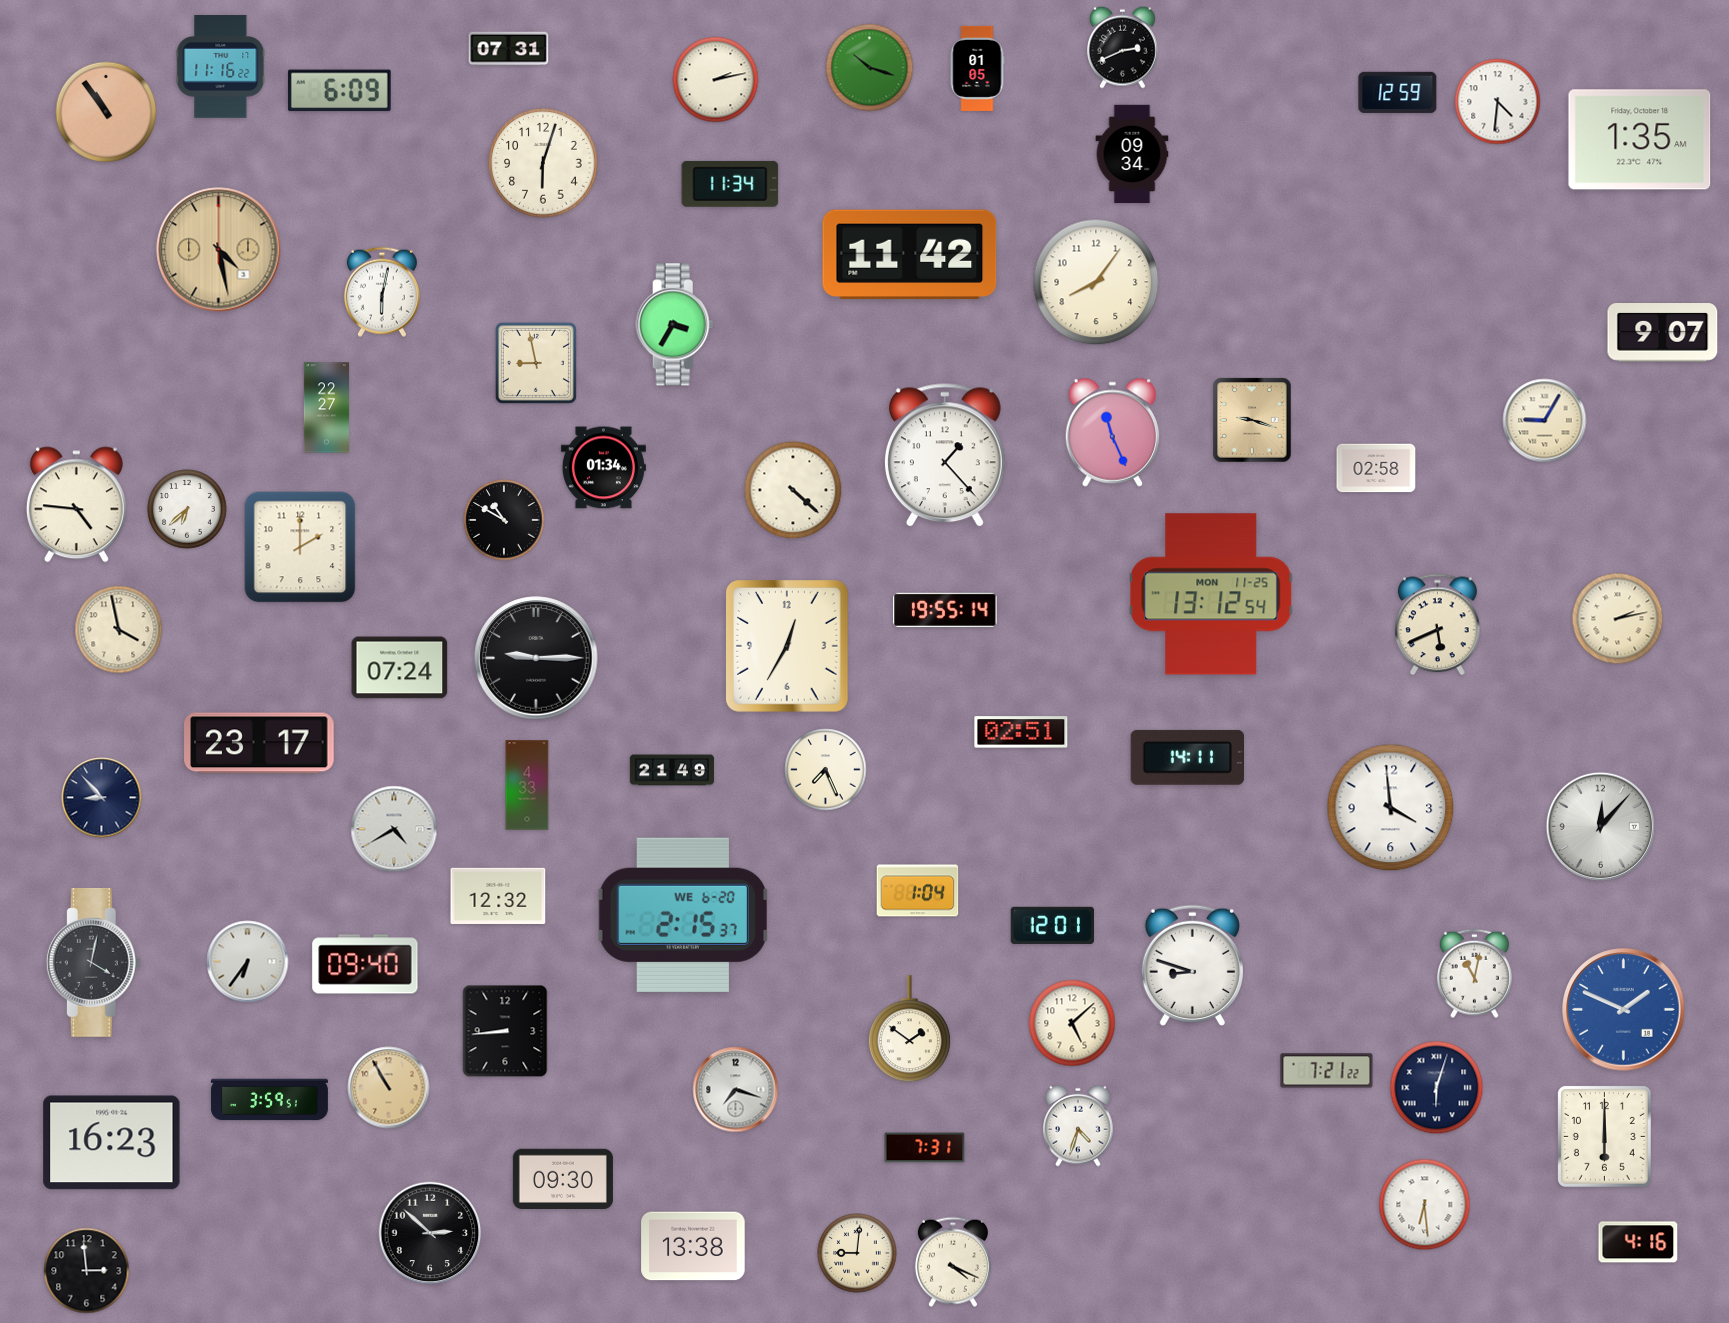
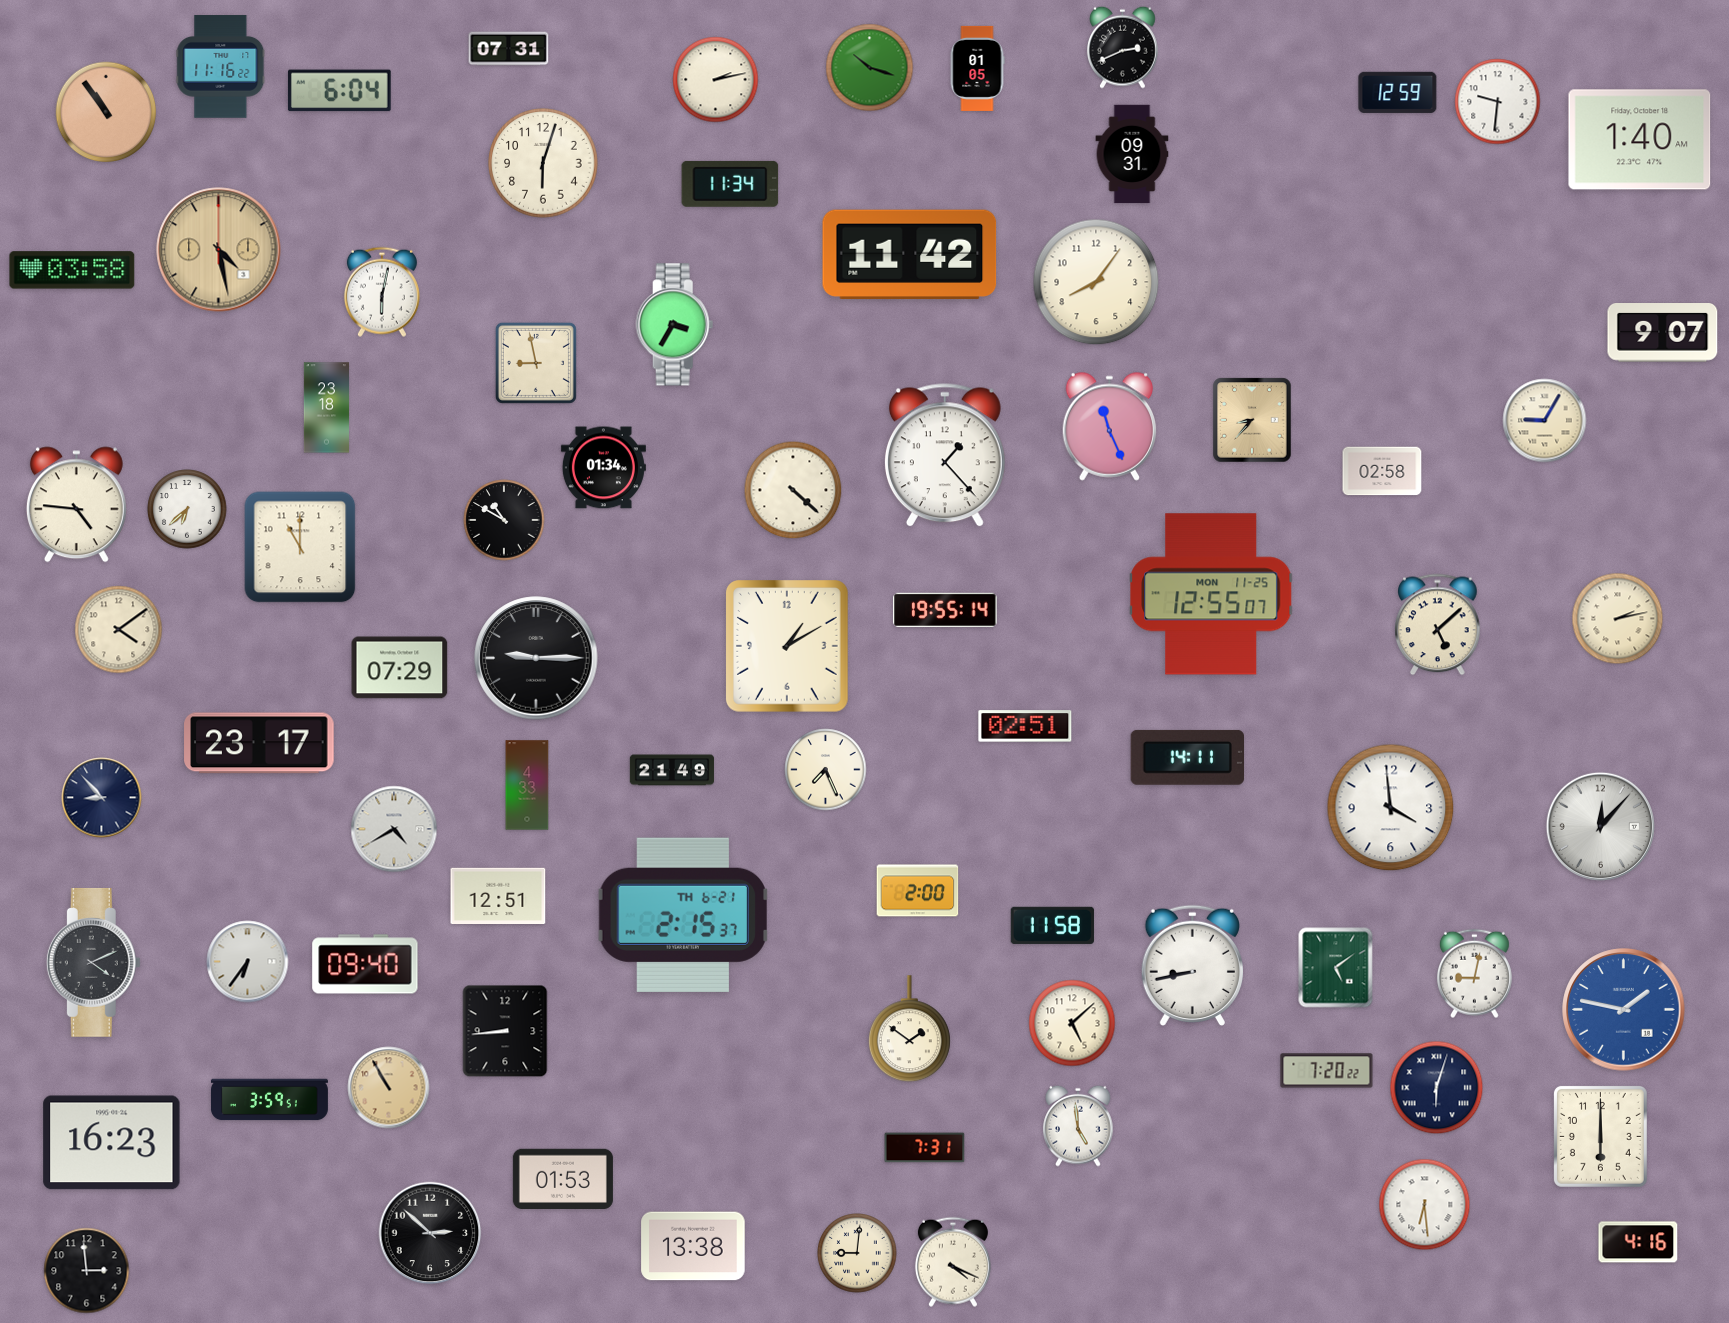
clock at (339, 91): 6:09 -> 6:04
clock at (1498, 102): 4:31 -> 9:31
clock at (1640, 140): 1:35 -> 1:40
clock at (1132, 154): 09:34 -> 09:31
clock at (72, 270): none -> 03:58
clock at (326, 408): 22:27 -> 23:18
clock at (1252, 420): 9:18 -> 8:37
clock at (1113, 432) position: (1113, 432) -> (1110, 426)
clock at (1376, 468) position: (1376, 468) -> (1382, 471)
clock at (300, 547): 2:00 -> 11:00
clock at (1211, 594): 13:12 -> 12:55
clock at (1438, 625): 5:41 -> 5:08
clock at (119, 630): 3:58 -> 4:09
clock at (788, 647): 12:35 -> 1:10
clock at (400, 668): 07:24 -> 07:29
clock at (1021, 732) position: (1021, 732) -> (1025, 726)
clock at (918, 891): 1:04 -> 2:00
clock at (498, 895): 12:32 -> 12:51
clock at (683, 915) date: WE 6-20 -> TH 6-21
clock at (1052, 925): 12:01 -> 11:58
clock at (93, 962): 4:02 -> 4:11
clock at (1192, 966): 8:48 -> 8:43
clock at (1336, 968): none -> 5:09
clock at (1474, 974): 11:02 -> 9:02
clock at (1624, 1010): 1:49 -> 1:47
clock at (1327, 1071): 7:21 -> 7:20
clock at (736, 1090): 7:18 -> none
clock at (1078, 1126): 4:33 -> 4:59
clock at (1604, 1136) position: (1604, 1136) -> (1600, 1136)
clock at (563, 1178): 09:30 -> 01:53
